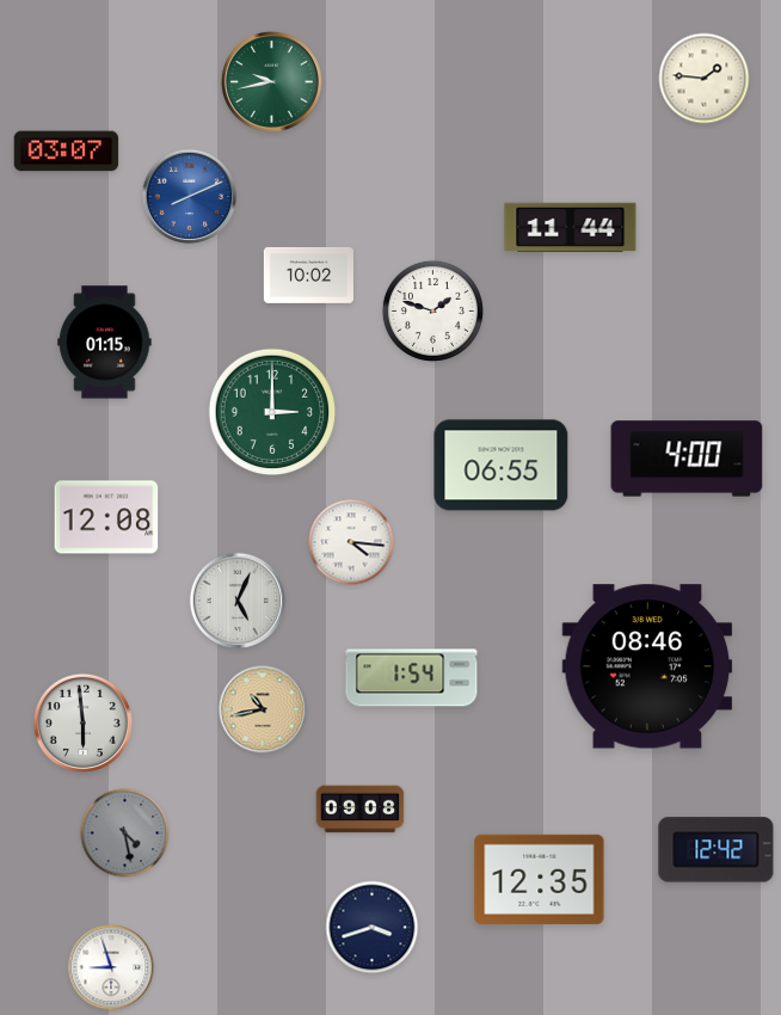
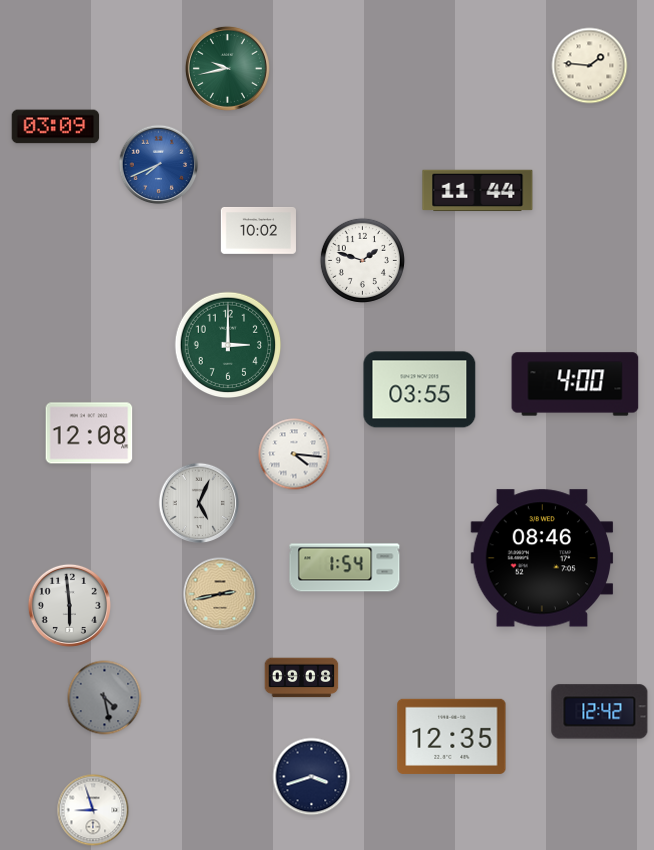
clock at (67, 152): 03:07 -> 03:09
clock at (190, 197): 8:11 -> 7:41
clock at (105, 343): 01:15 -> none
clock at (502, 466): 06:55 -> 03:55
clock at (263, 709): 10:43 -> 2:43
